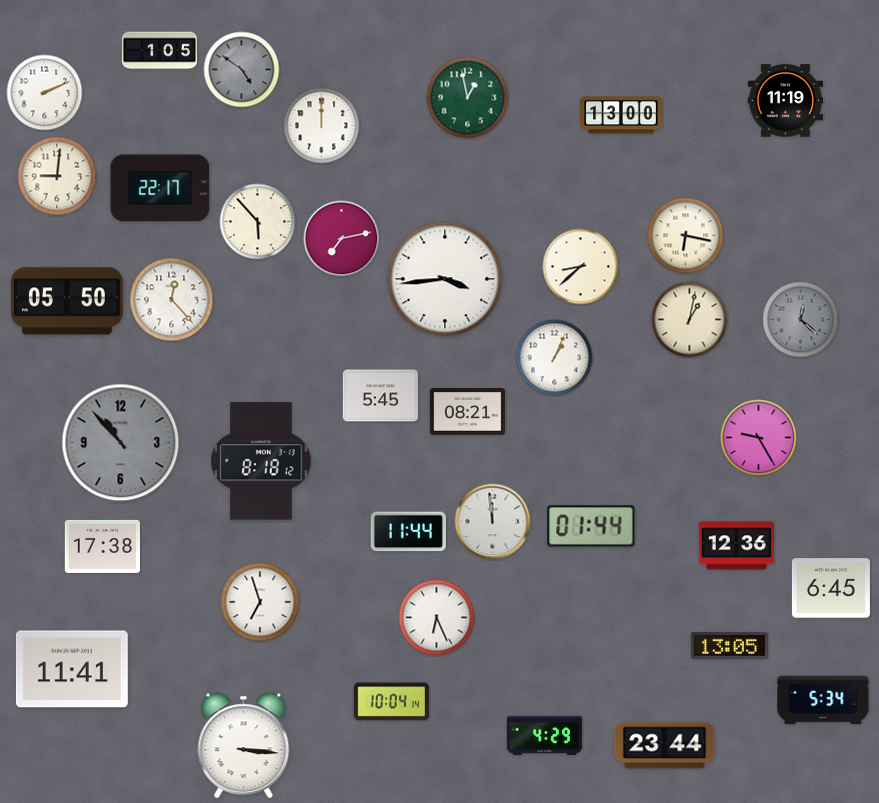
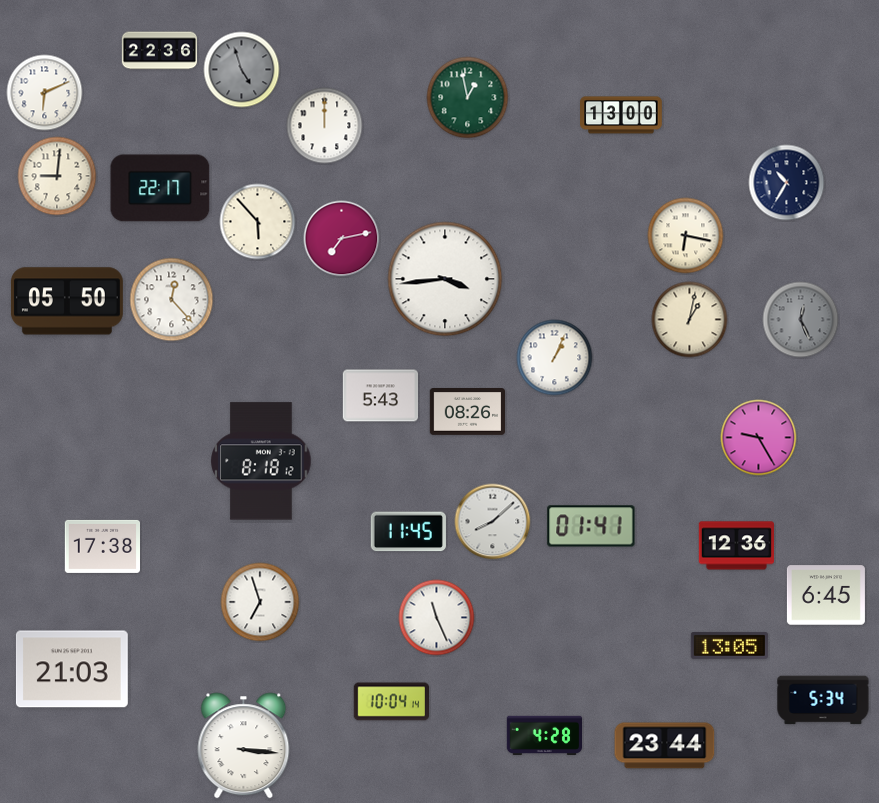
clock at (160, 51): 1:05 -> 22:36
clock at (242, 70): 4:51 -> 4:57
clock at (45, 93): 2:11 -> 6:11
clock at (786, 101): 11:19 -> none
clock at (322, 126) position: (322, 126) -> (325, 126)
clock at (787, 183): none -> 10:35
clock at (581, 267): 8:38 -> none
clock at (801, 320): 12:22 -> 12:26
clock at (380, 396): 5:45 -> 5:43
clock at (468, 412): 08:21 -> 08:26
clock at (121, 443): 10:53 -> none
clock at (493, 522): 11:59 -> 8:08
clock at (591, 526): 01:44 -> 01:41
clock at (408, 532): 11:44 -> 11:45
clock at (831, 588) position: (831, 588) -> (826, 595)
clock at (437, 618): 6:26 -> 11:26
clock at (72, 669): 11:41 -> 21:03
clock at (544, 735): 4:29 -> 4:28
